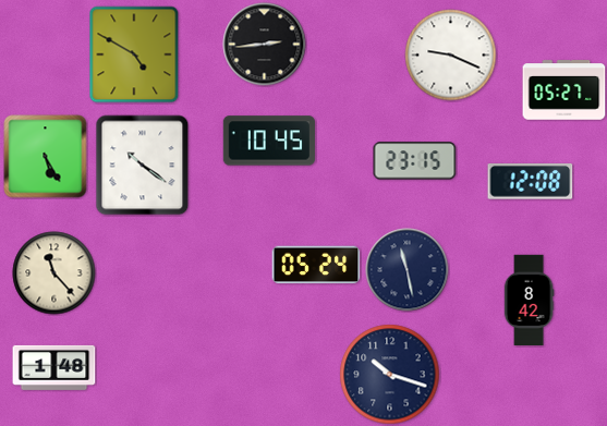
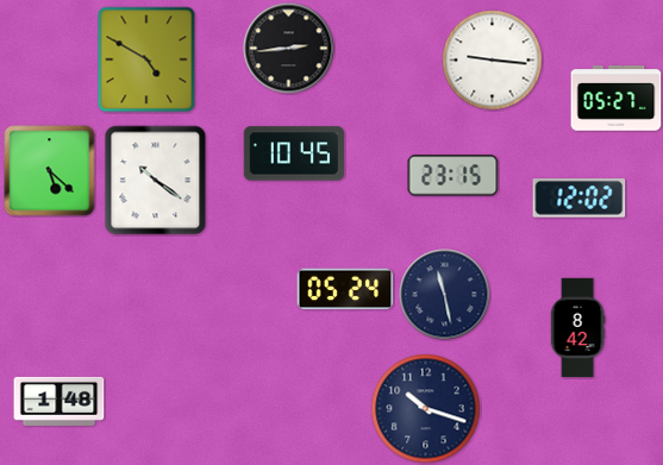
clock at (451, 56): 9:19 -> 9:16
clock at (46, 157): 5:25 -> 5:22
clock at (531, 182): 12:08 -> 12:02
clock at (54, 273): 11:23 -> none
